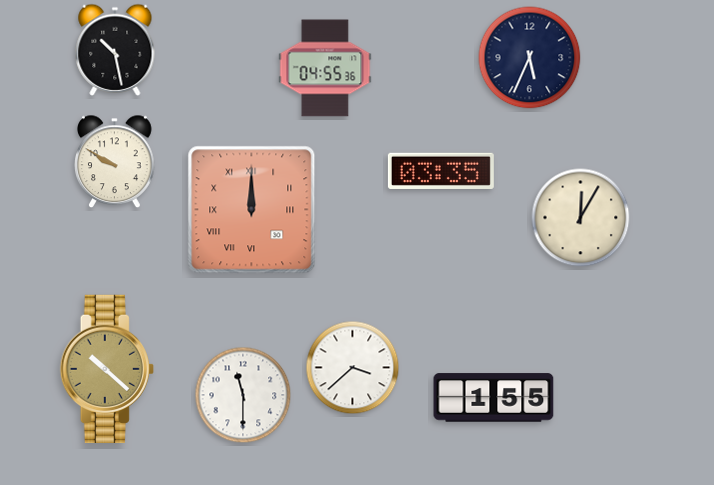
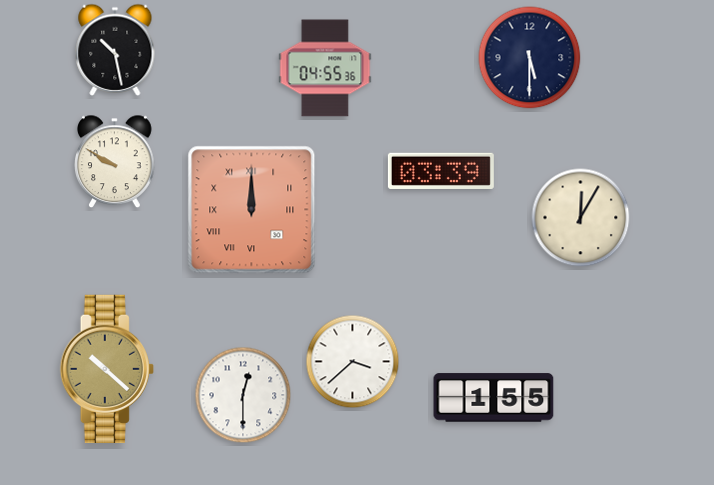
clock at (530, 58): 5:34 -> 5:30
clock at (441, 171): 03:35 -> 03:39
clock at (353, 368) position: (353, 368) -> (353, 362)
clock at (243, 395): 11:30 -> 12:30
